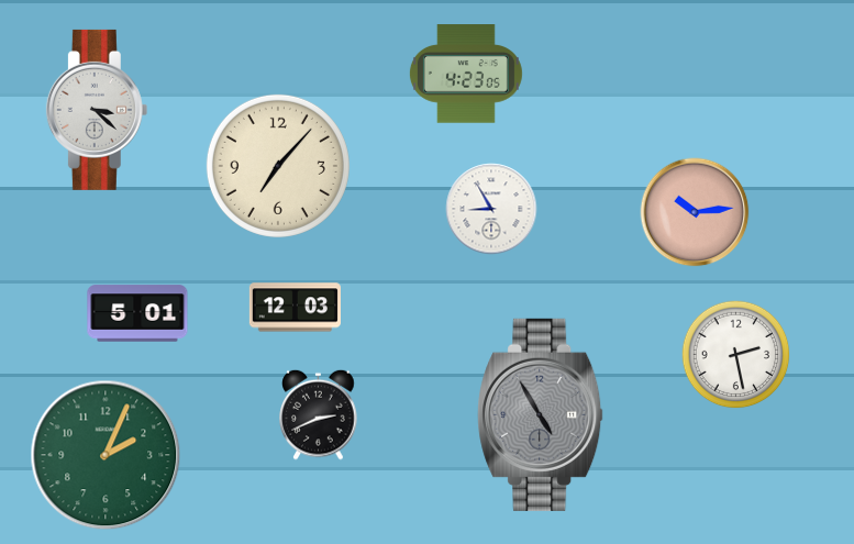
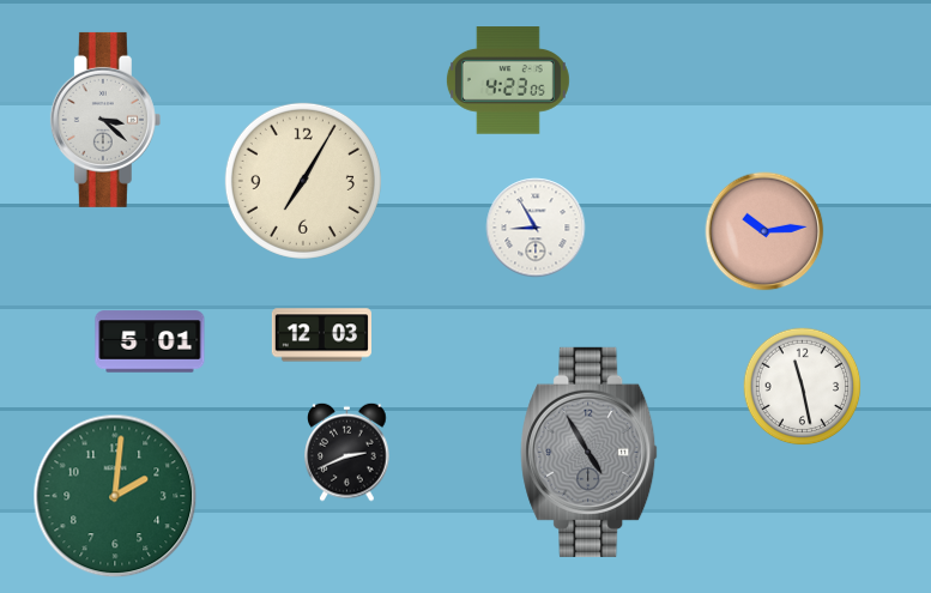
clock at (278, 166): 7:07 -> 7:05
clock at (695, 212) position: (695, 212) -> (764, 231)
clock at (736, 355): 2:28 -> 11:28
clock at (106, 455): 2:04 -> 2:01
